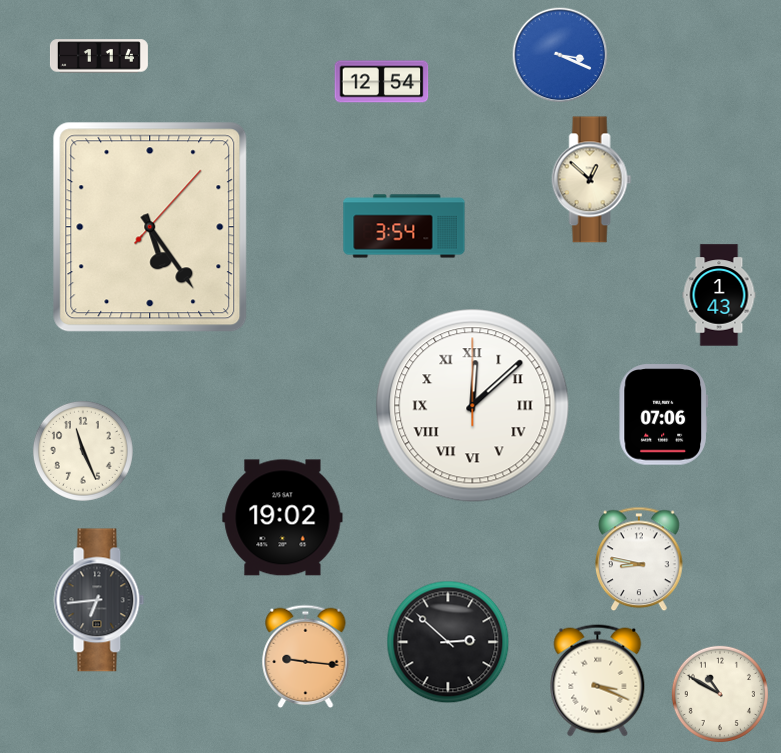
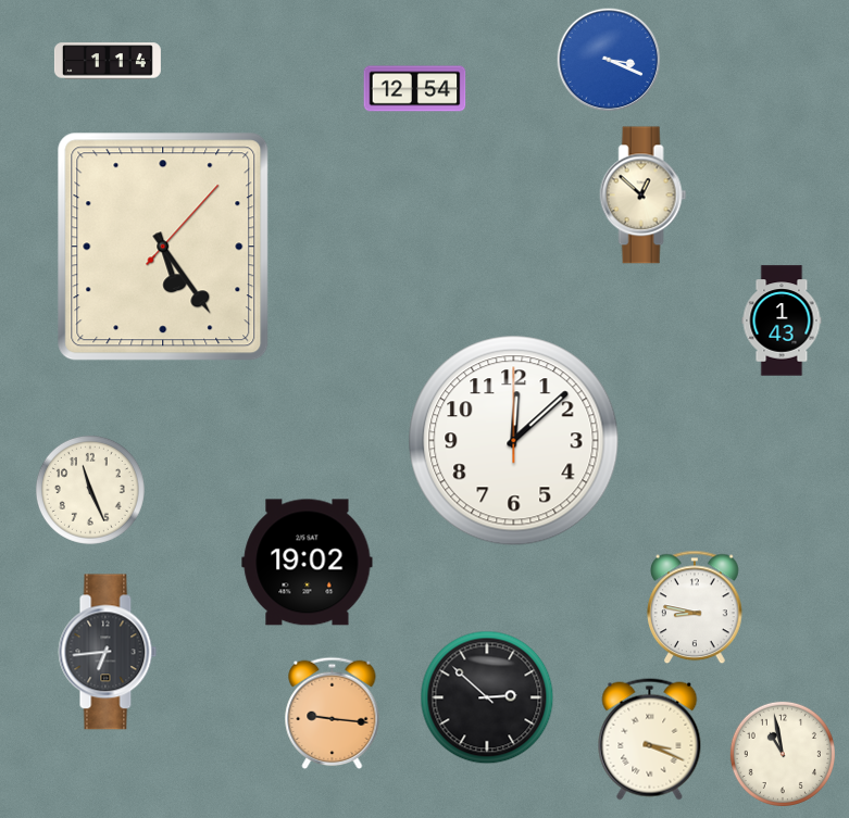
clock at (404, 226): 3:54 -> none
clock at (473, 406) numerals: Roman -> Arabic
clock at (663, 415): 07:06 -> none
clock at (720, 694): 10:50 -> 10:58
